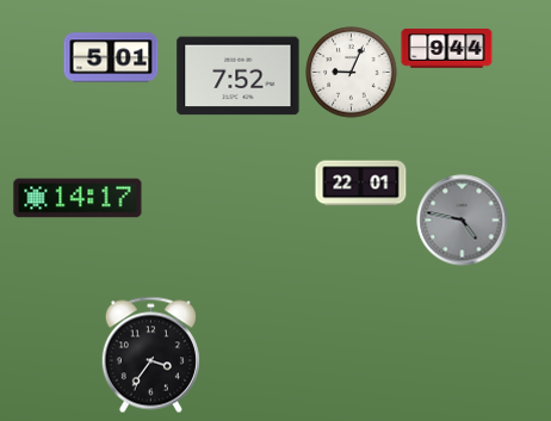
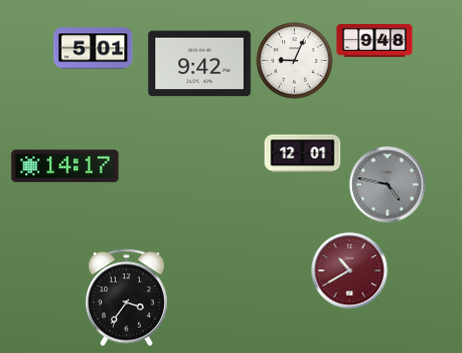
clock at (447, 49): 9:44 -> 9:48
clock at (239, 76): 7:52 -> 9:42
clock at (361, 184): 22:01 -> 12:01
clock at (350, 271): none -> 10:40
